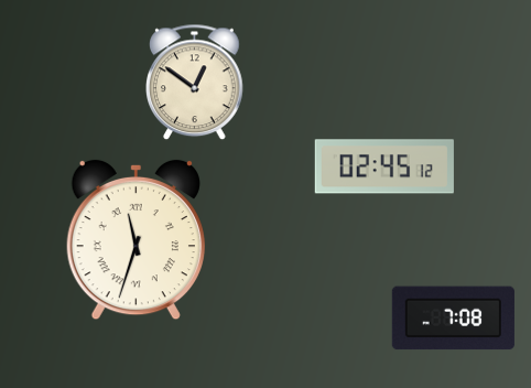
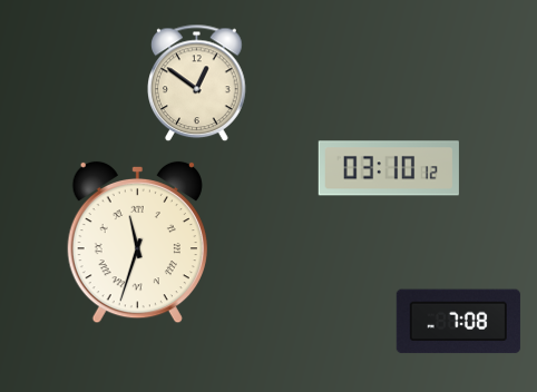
clock at (384, 166): 02:45 -> 03:10
